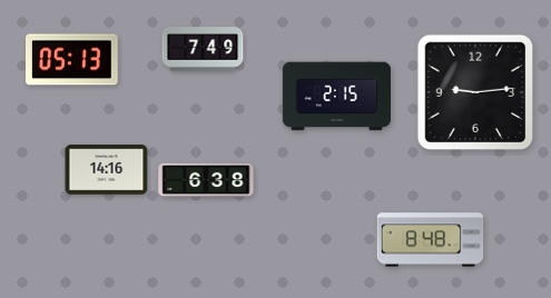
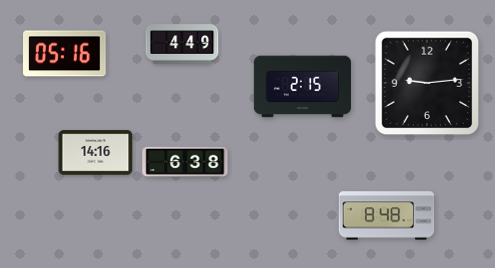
clock at (203, 49): 7:49 -> 4:49
clock at (72, 60): 05:13 -> 05:16
